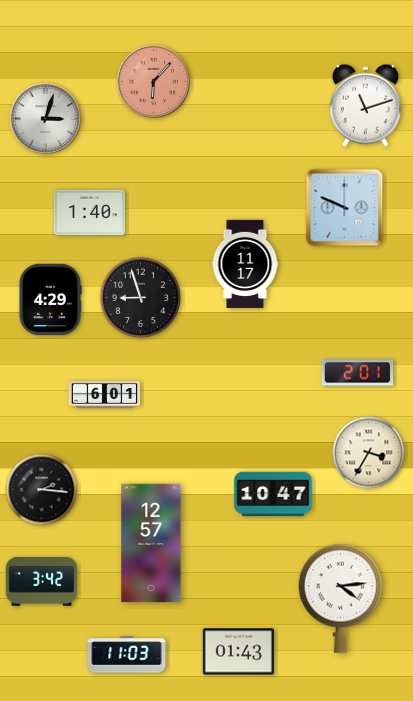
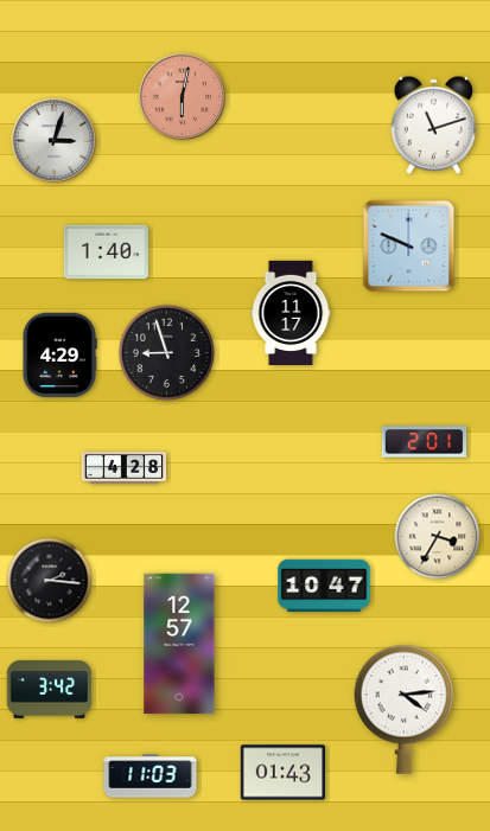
clock at (153, 81): 6:07 -> 6:02
clock at (105, 395): 6:01 -> 4:28
